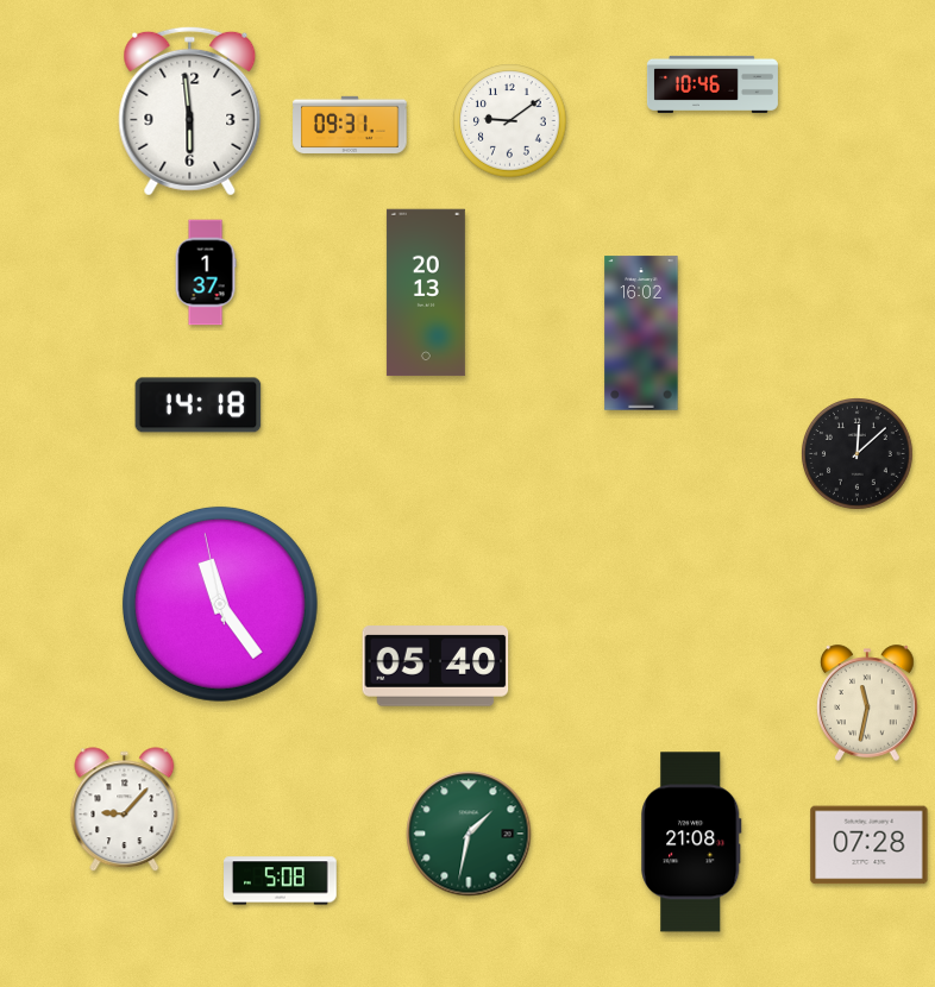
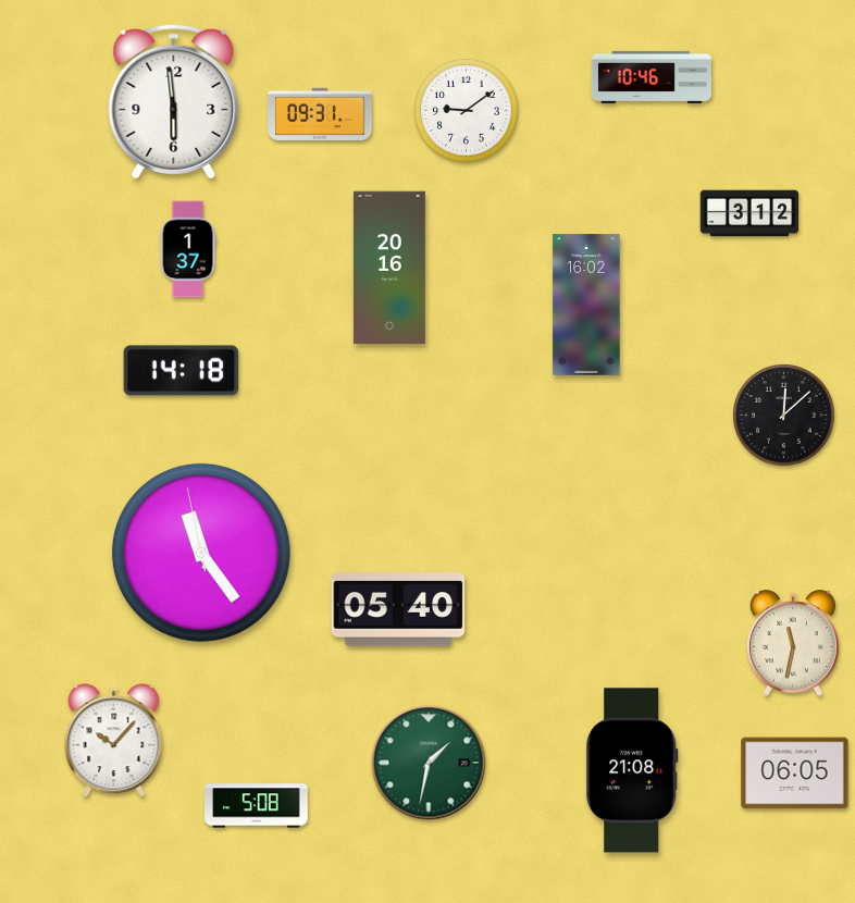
clock at (749, 213): none -> 3:12
clock at (426, 293): 20:13 -> 20:16
clock at (125, 810): 9:07 -> 10:07
clock at (870, 845): 07:28 -> 06:05
